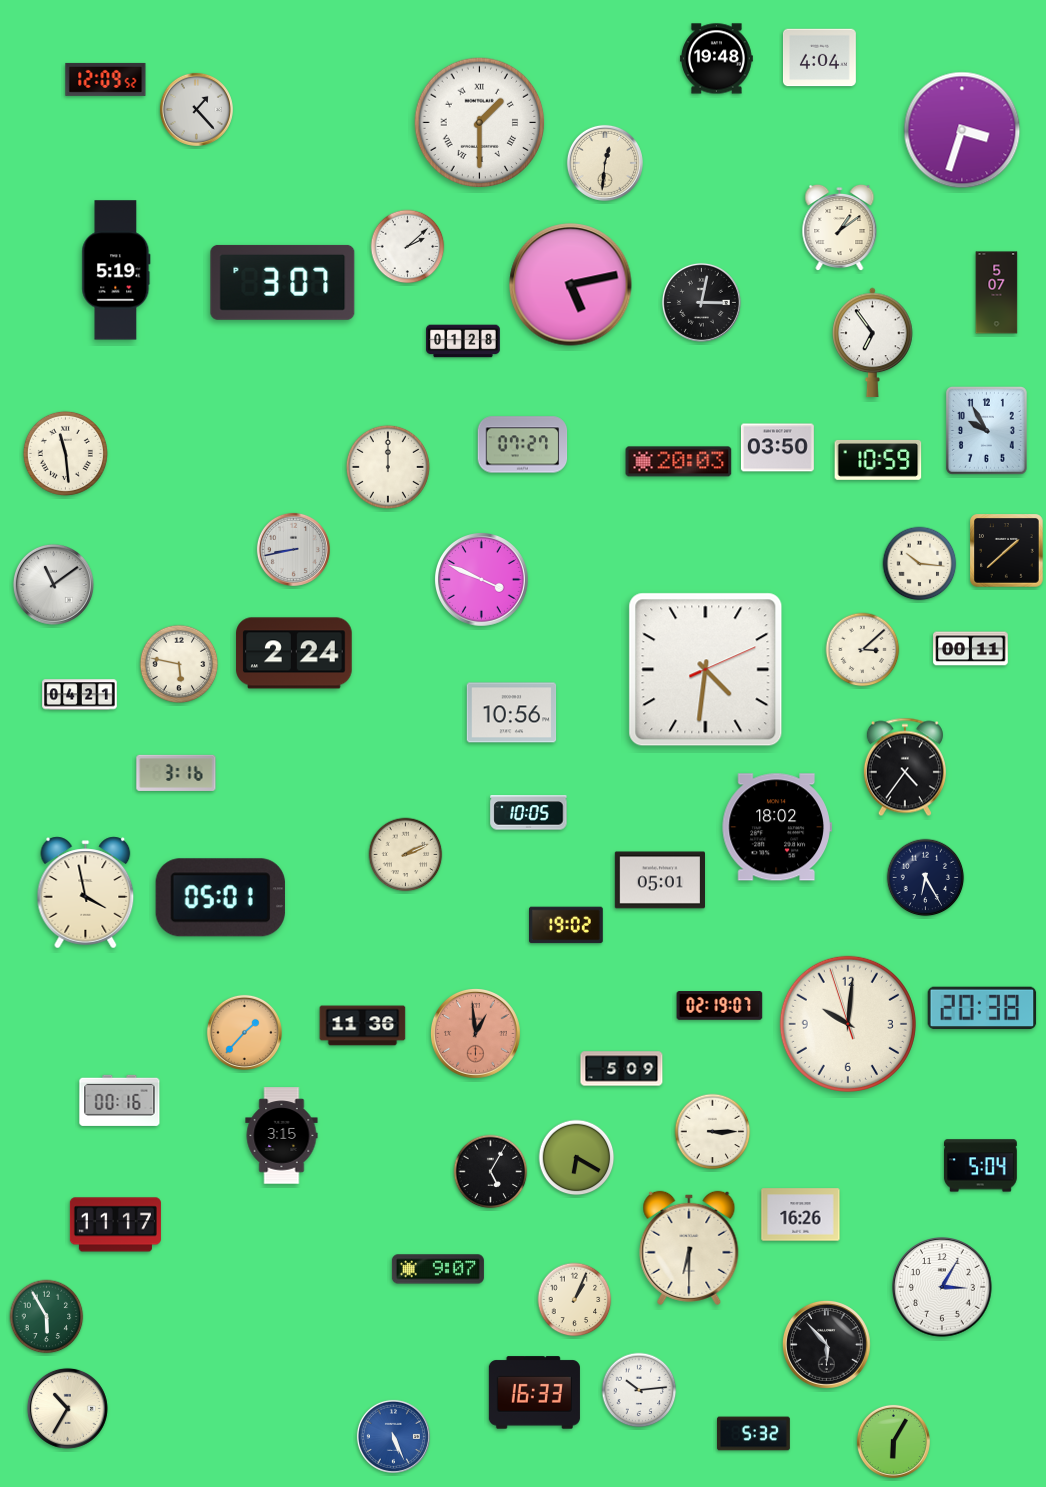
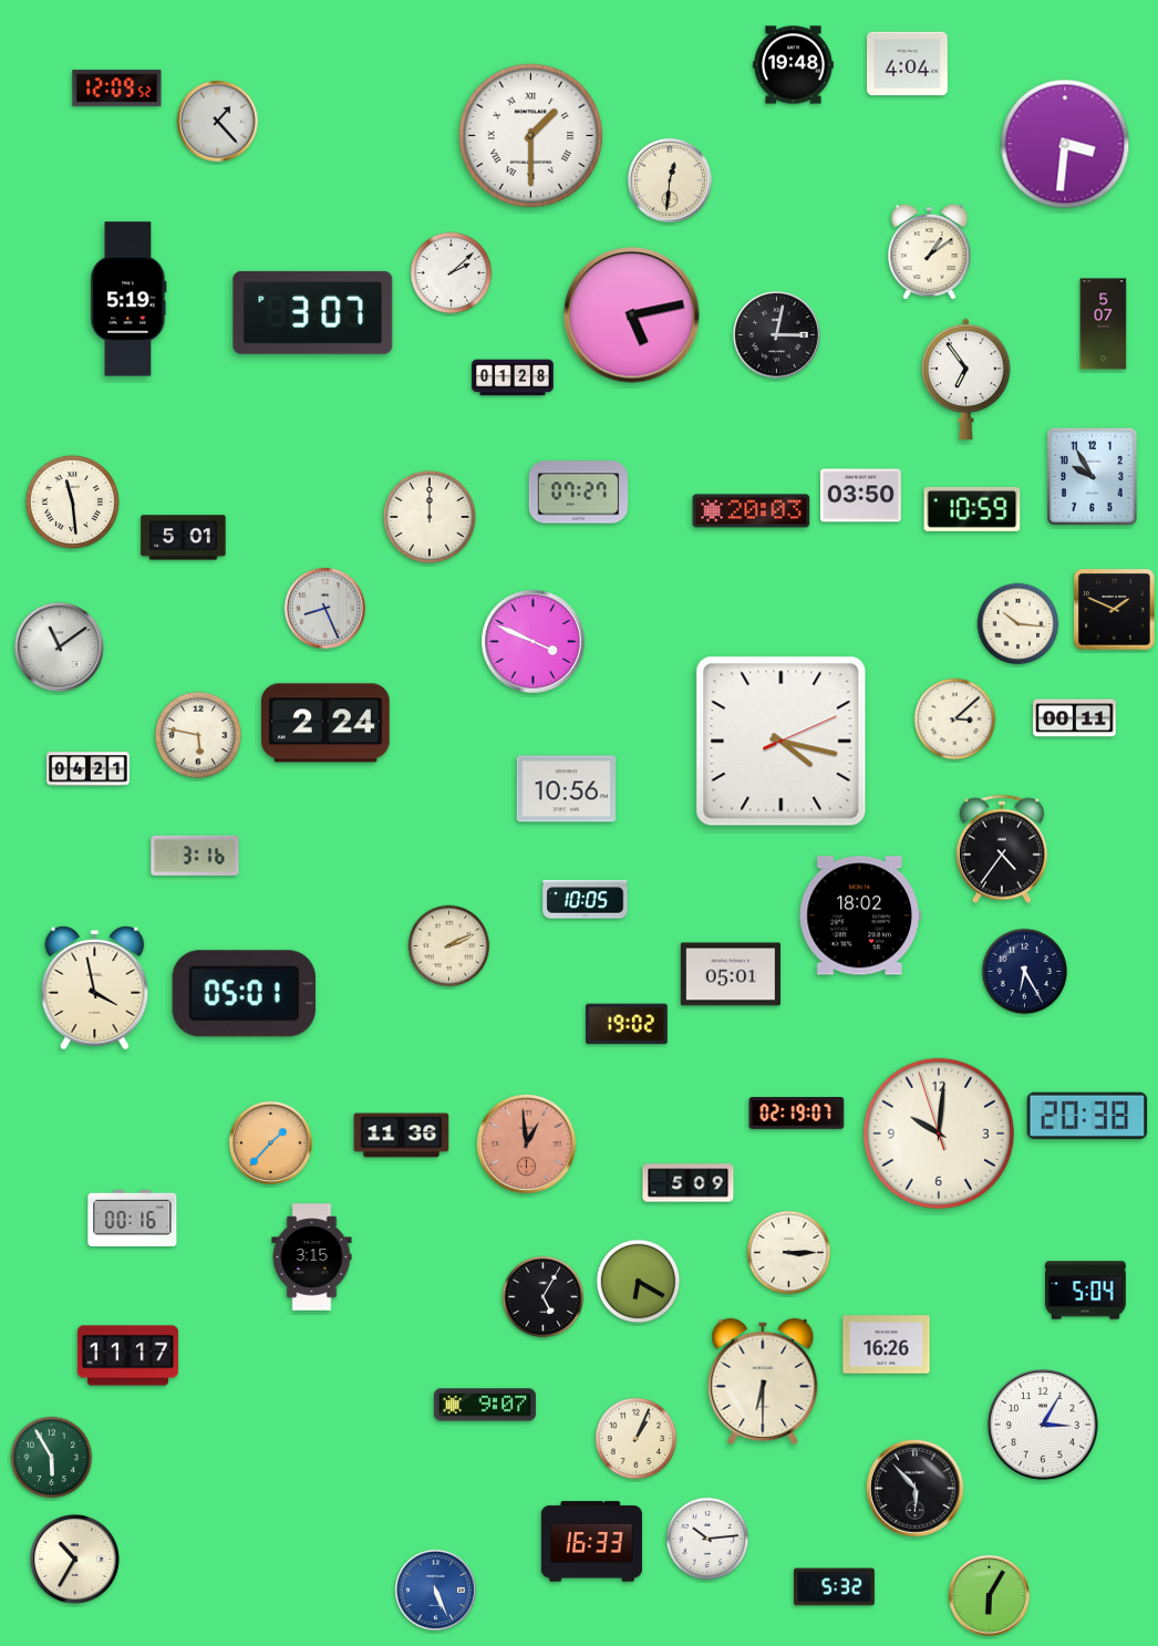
clock at (962, 130): 3:33 -> 3:31
clock at (184, 538): none -> 5:01
clock at (293, 549): 8:43 -> 8:26
clock at (1007, 551): 1:38 -> 1:49
clock at (706, 670): 4:31 -> 4:17
